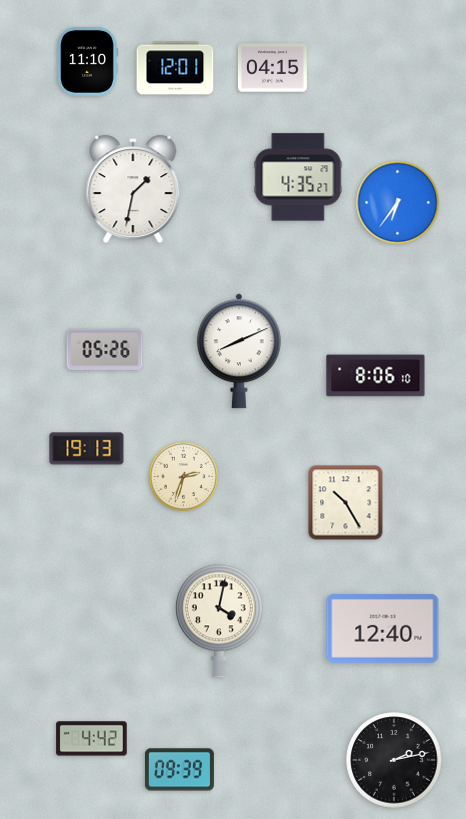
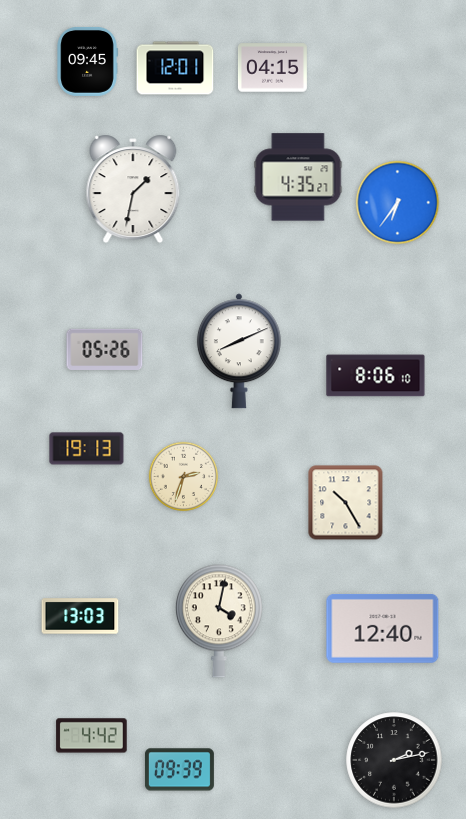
clock at (87, 61): 11:10 -> 09:45
clock at (80, 616): none -> 13:03
clock at (92, 739) position: (92, 739) -> (92, 736)
